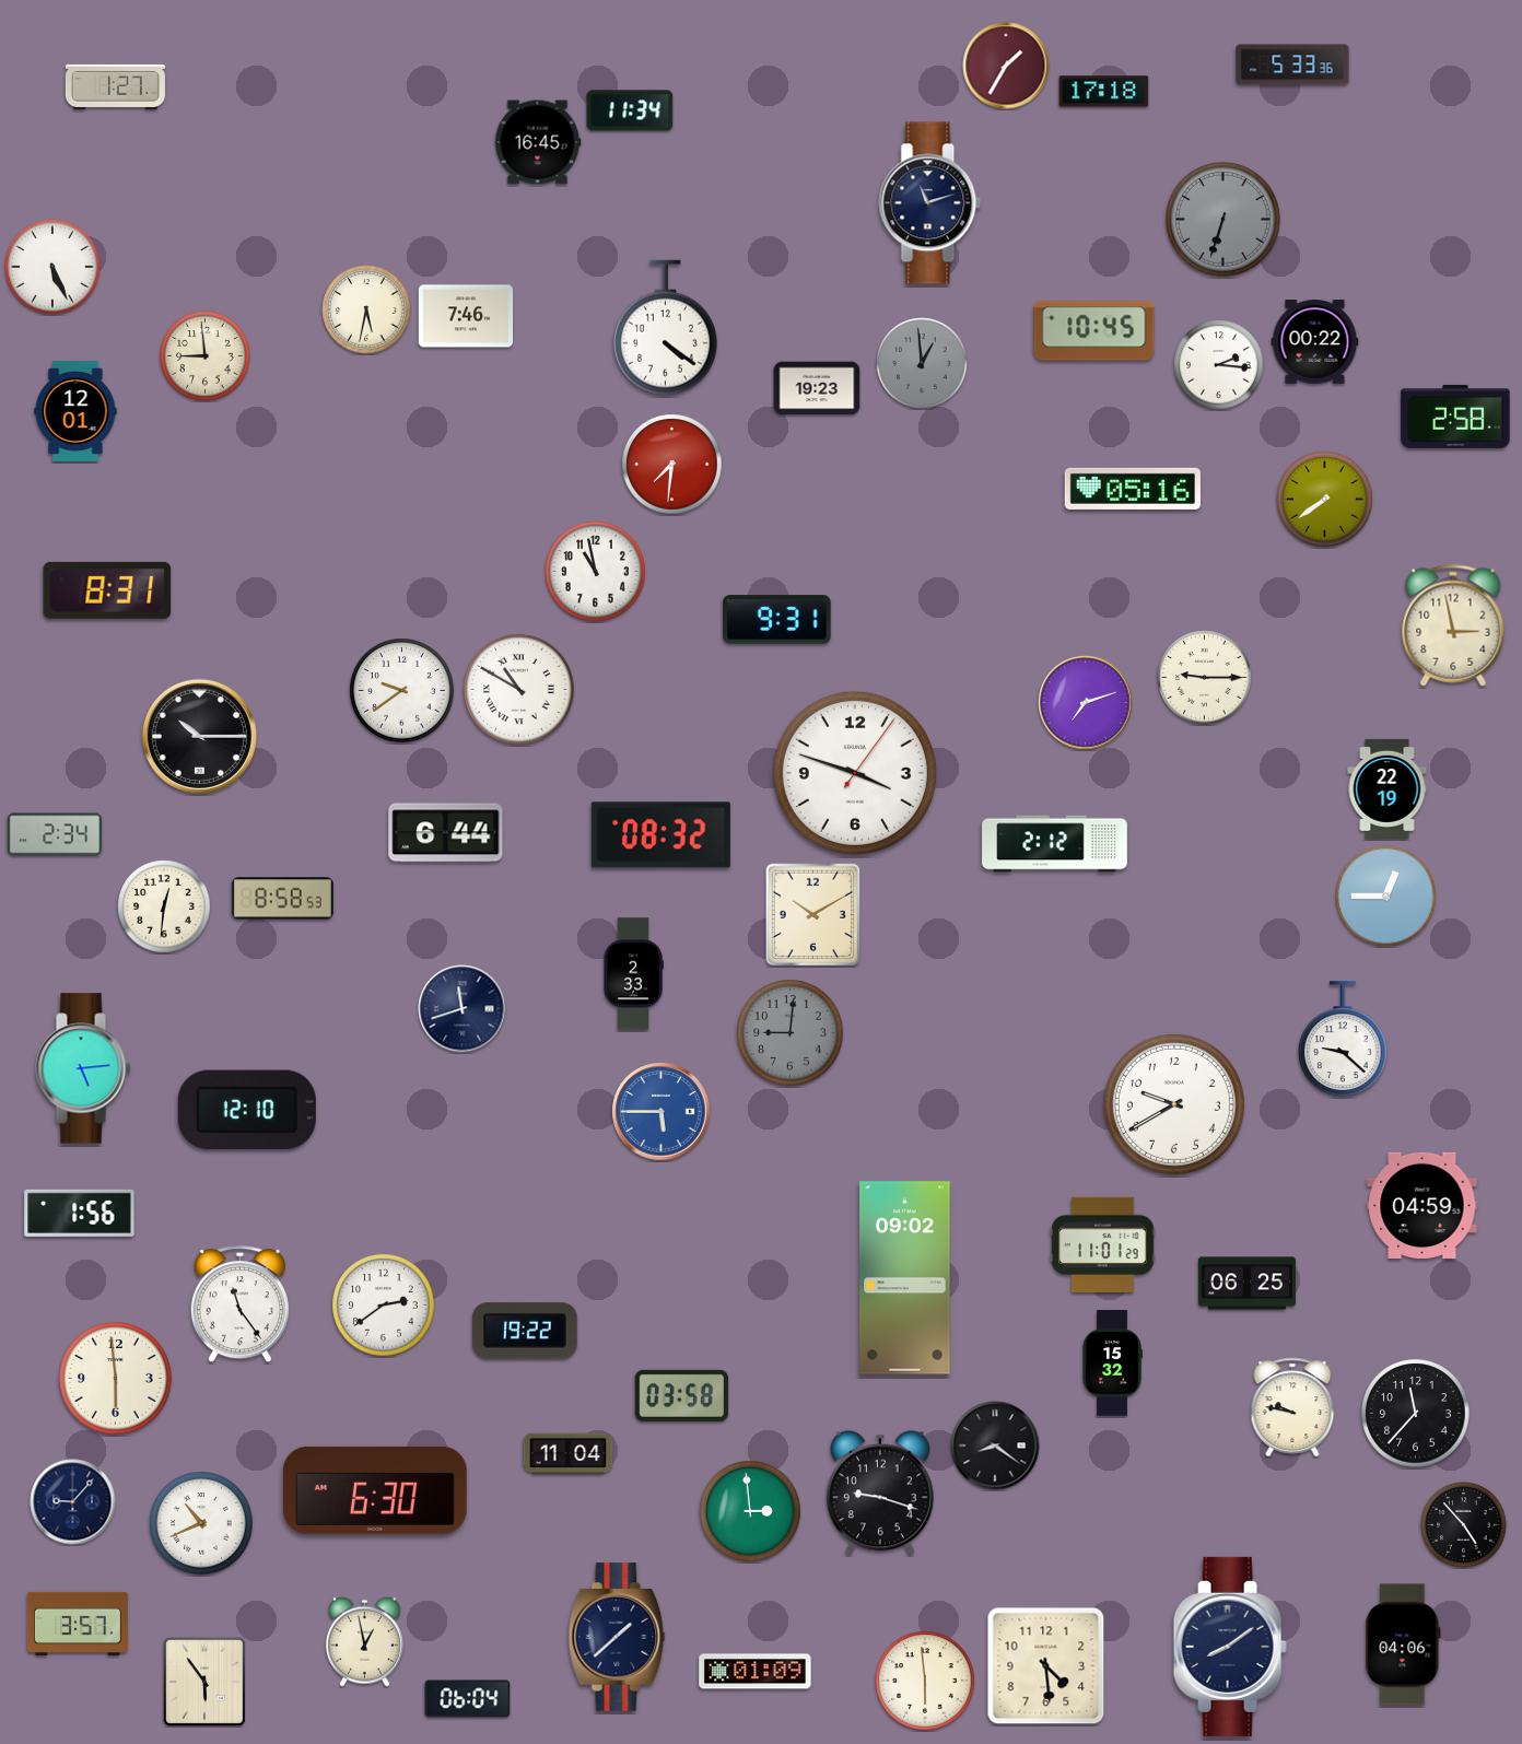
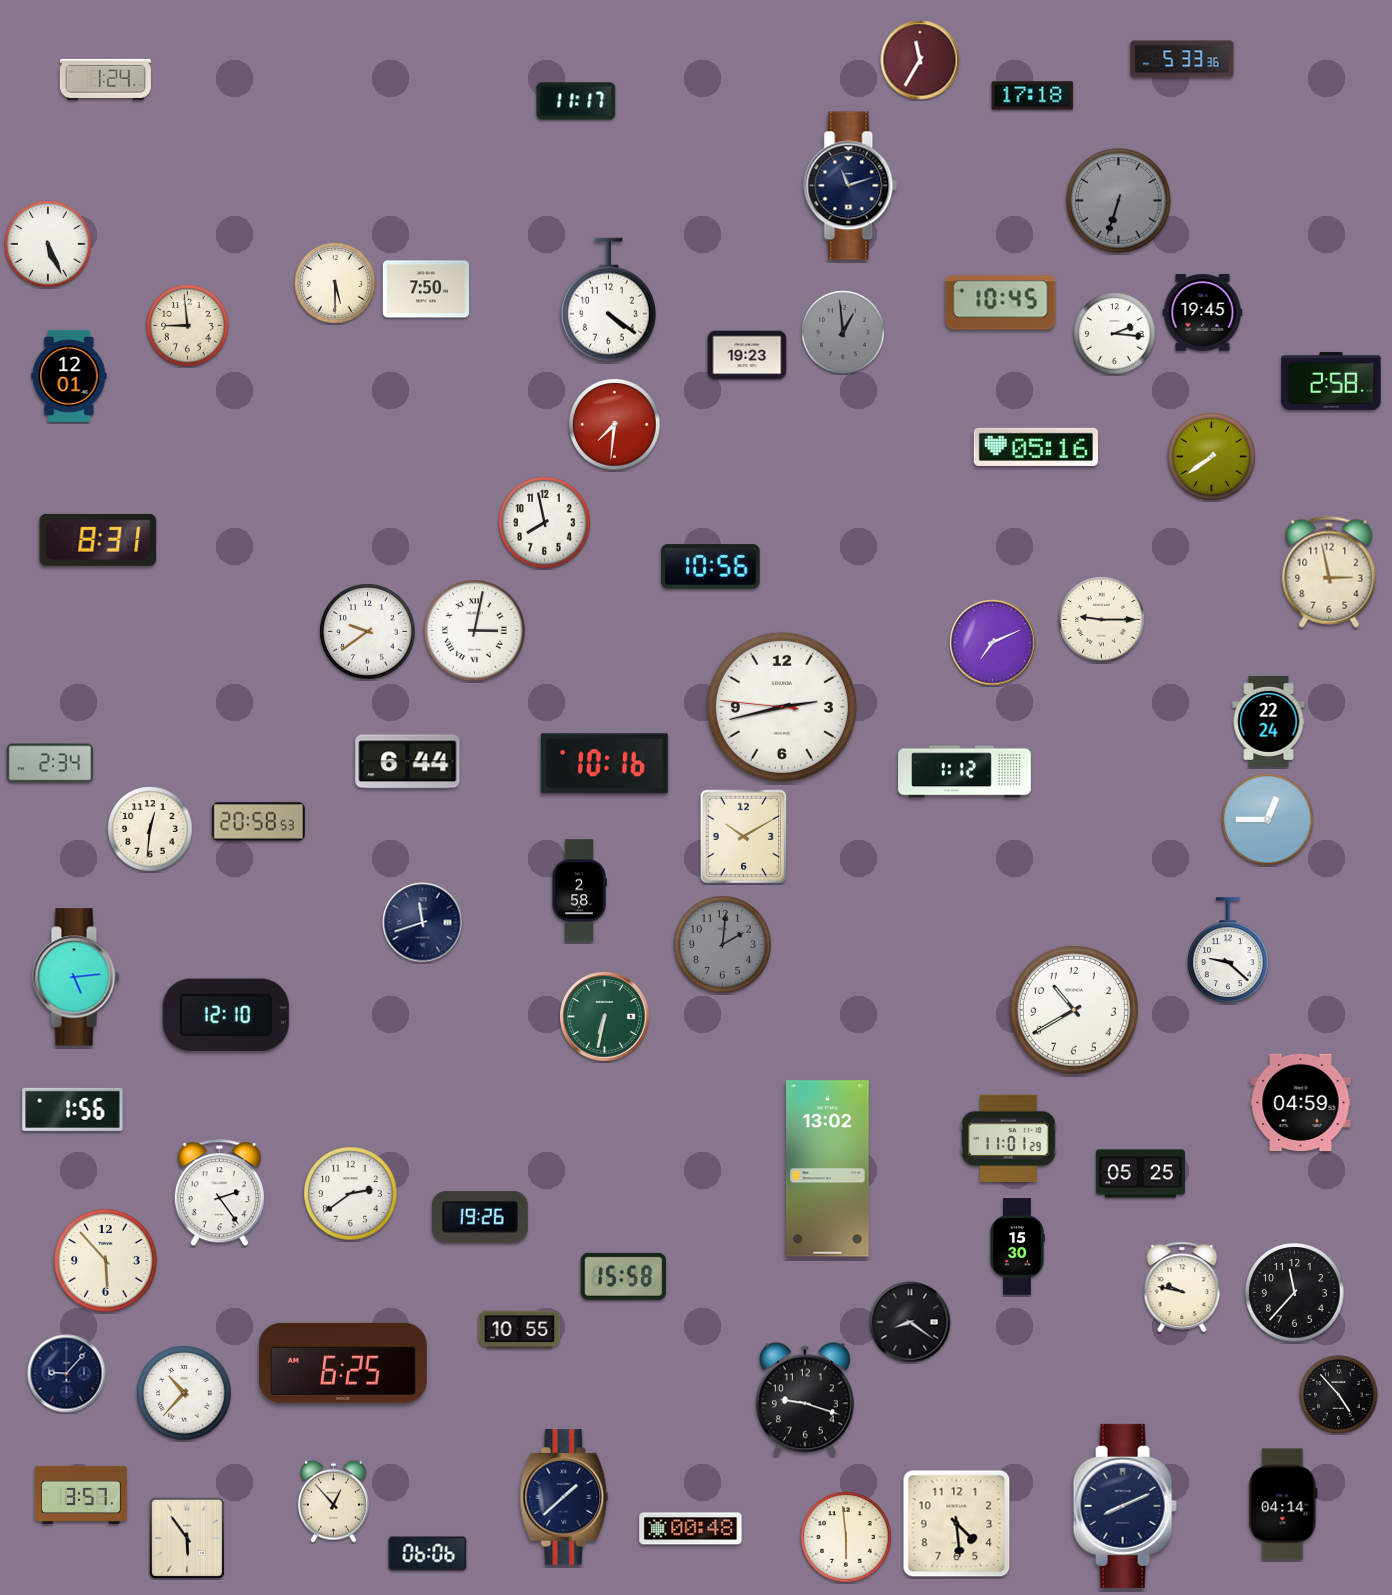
clock at (1006, 66): 1:35 -> 11:35
clock at (115, 86): 1:27 -> 1:24
clock at (1104, 92) position: (1104, 92) -> (1033, 96)
clock at (630, 110): 11:34 -> 11:17
clock at (538, 142): 16:45 -> none
clock at (366, 309): 5:32 -> 5:30
clock at (466, 316): 7:46 -> 7:50
clock at (1315, 342): 00:22 -> 19:45
clock at (596, 572): 10:58 -> 7:58
clock at (777, 620): 9:31 -> 10:56
clock at (519, 690): 10:50 -> 3:02
clock at (1086, 703): 7:12 -> 7:11
clock at (199, 736): 10:15 -> none
clock at (855, 773): 3:48 -> 2:42
clock at (1388, 788): 22:19 -> 22:24
clock at (660, 835): 08:32 -> 10:16
clock at (1055, 844): 2:12 -> 1:12
clock at (282, 899): 8:58 -> 20:58
clock at (633, 974): 2:33 -> 2:58
clock at (791, 1033): 9:01 -> 2:01
clock at (1174, 1104): 9:40 -> 10:40
clock at (662, 1112): 5:45 -> 6:32
clock at (662, 1112) dial: blue -> green
clock at (905, 1278): 09:02 -> 13:02
clock at (1246, 1284): 06:25 -> 05:25
clock at (239, 1304): 11:24 -> 2:24
clock at (525, 1331): 19:22 -> 19:26
clock at (1112, 1363): 15:32 -> 15:30
clock at (116, 1379): 5:59 -> 5:53
clock at (682, 1395): 03:58 -> 15:58
clock at (569, 1454): 11:04 -> 10:55
clock at (375, 1490): 6:30 -> 6:25
clock at (880, 1493) position: (880, 1493) -> (805, 1399)
clock at (750, 1511): 2:59 -> none
clock at (201, 1523): 10:41 -> 10:37
clock at (78, 1624) position: (78, 1624) -> (81, 1495)
clock at (364, 1641): 12:58 -> 12:53
clock at (1403, 1644): 04:06 -> 04:14
clock at (1230, 1647): 8:09 -> 8:11
clock at (756, 1672): 01:09 -> 00:48
clock at (468, 1699): 06:04 -> 06:06
